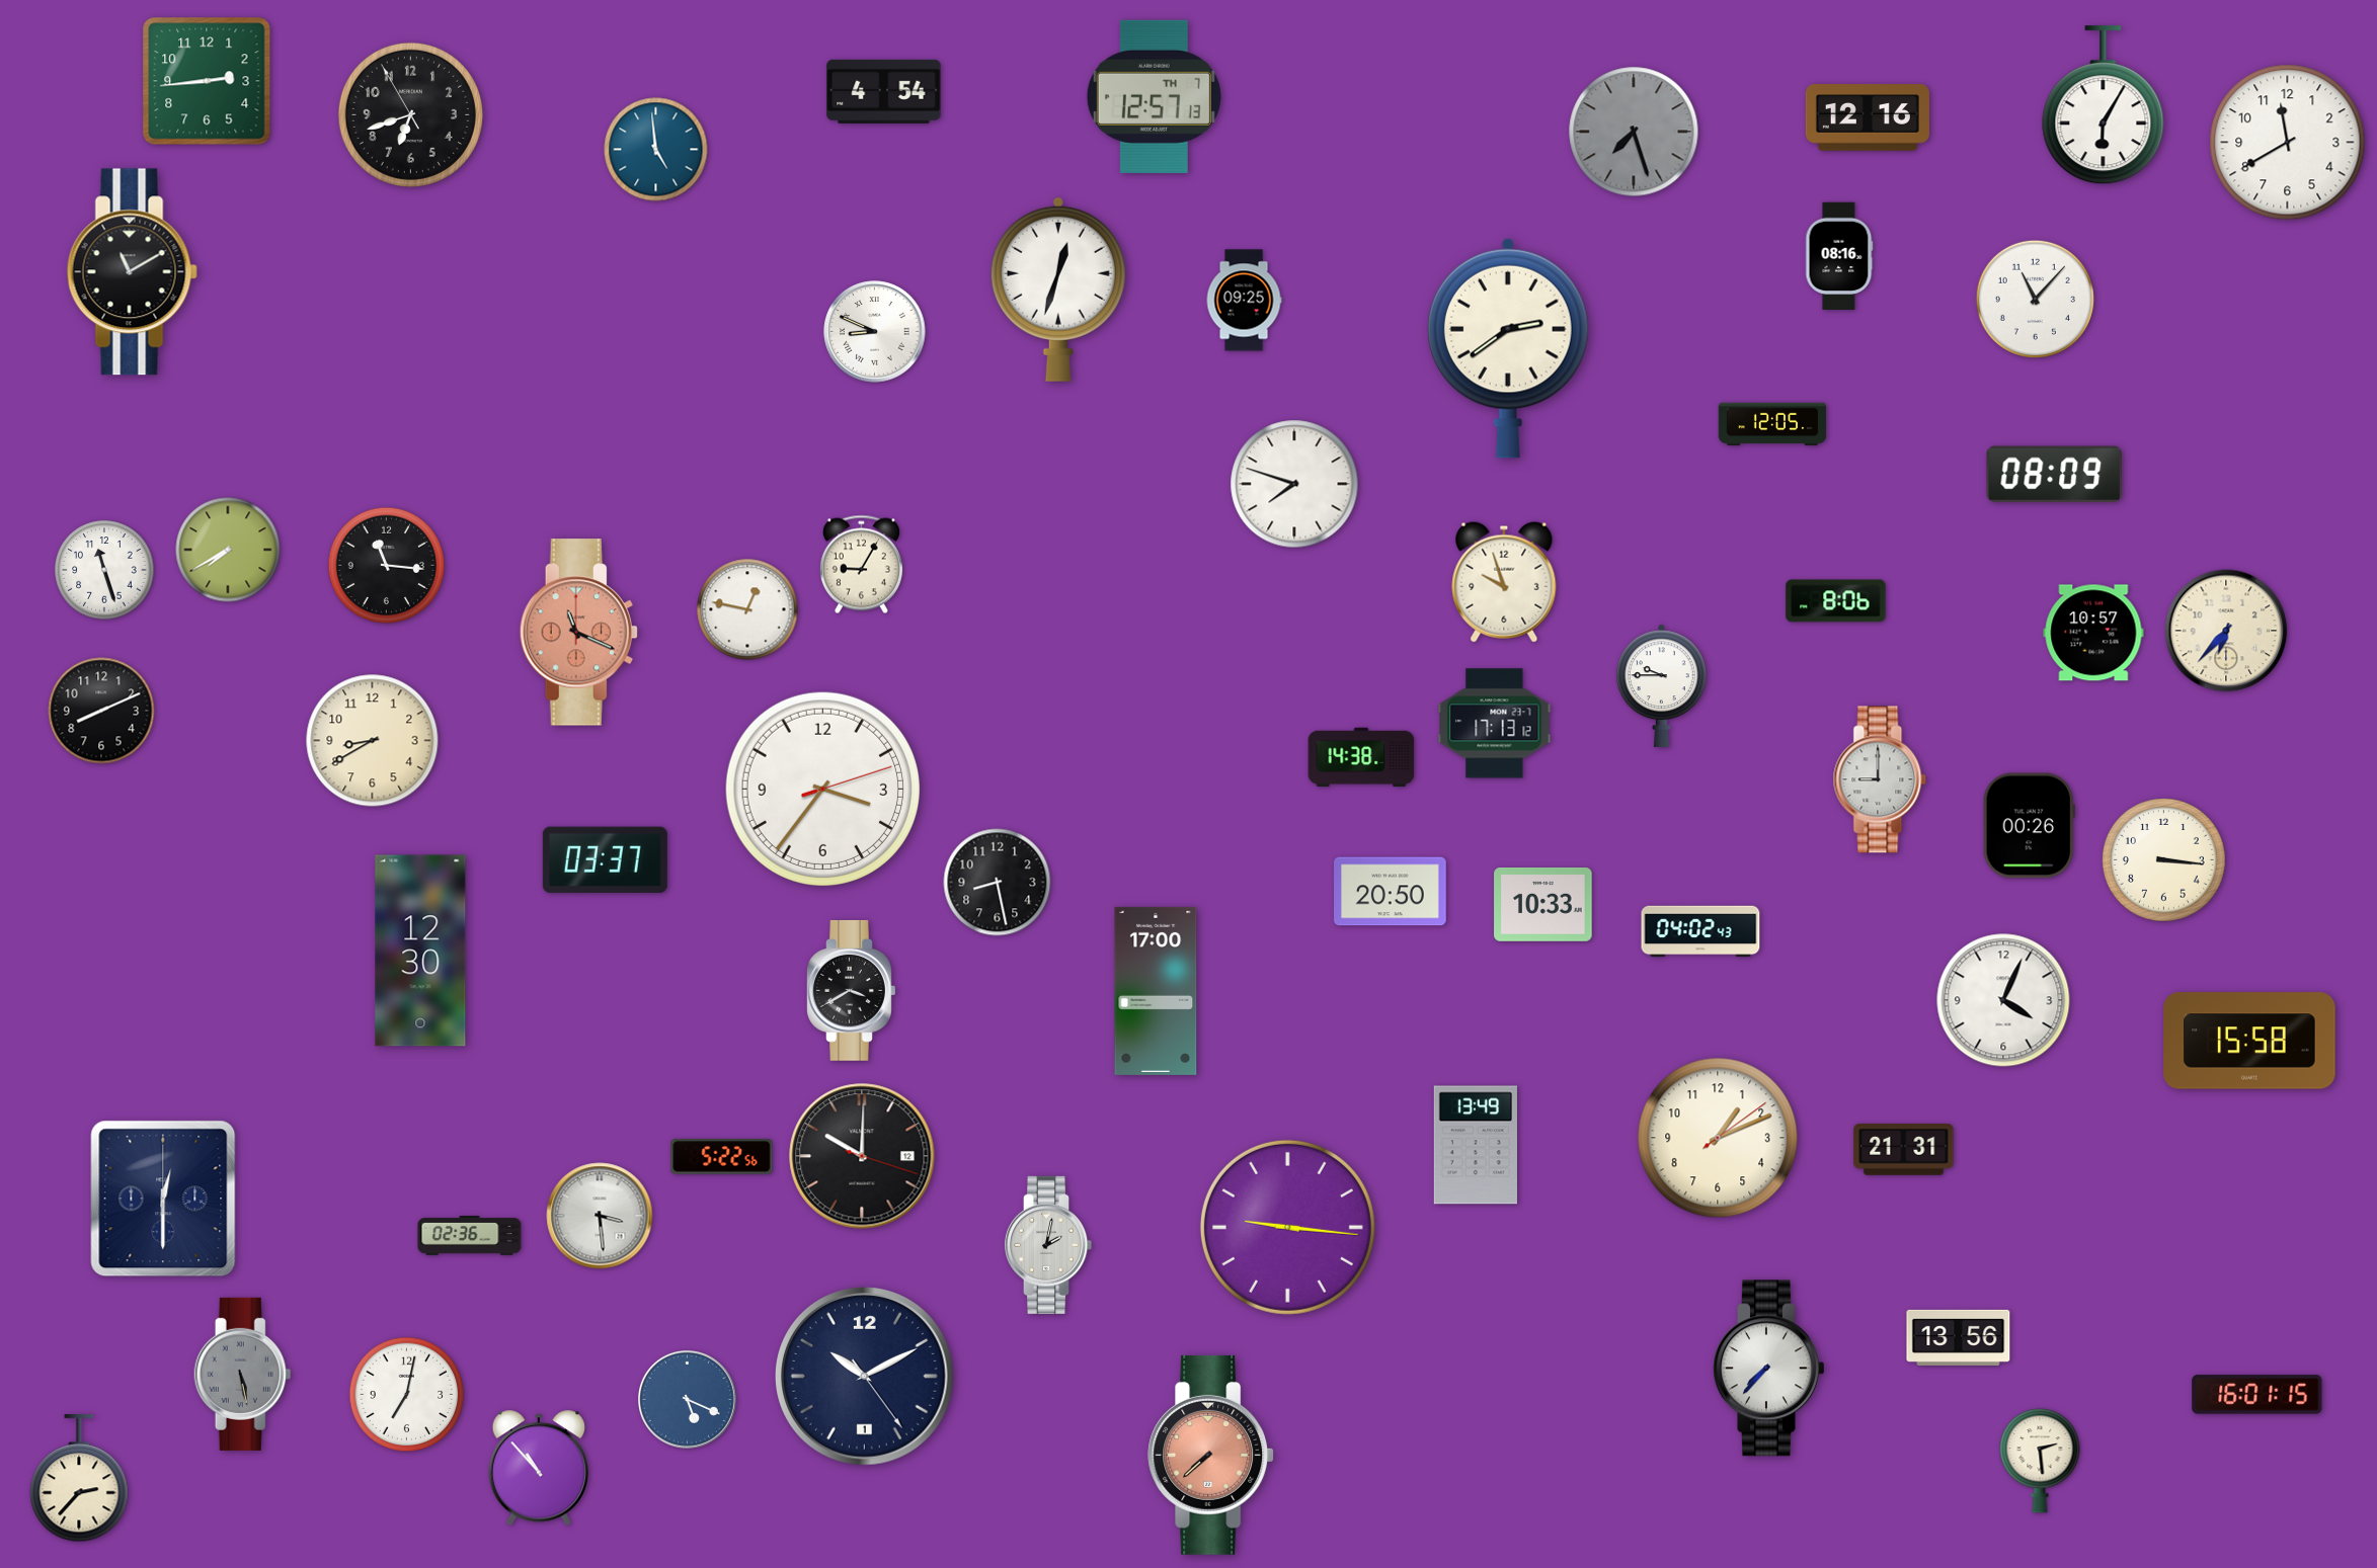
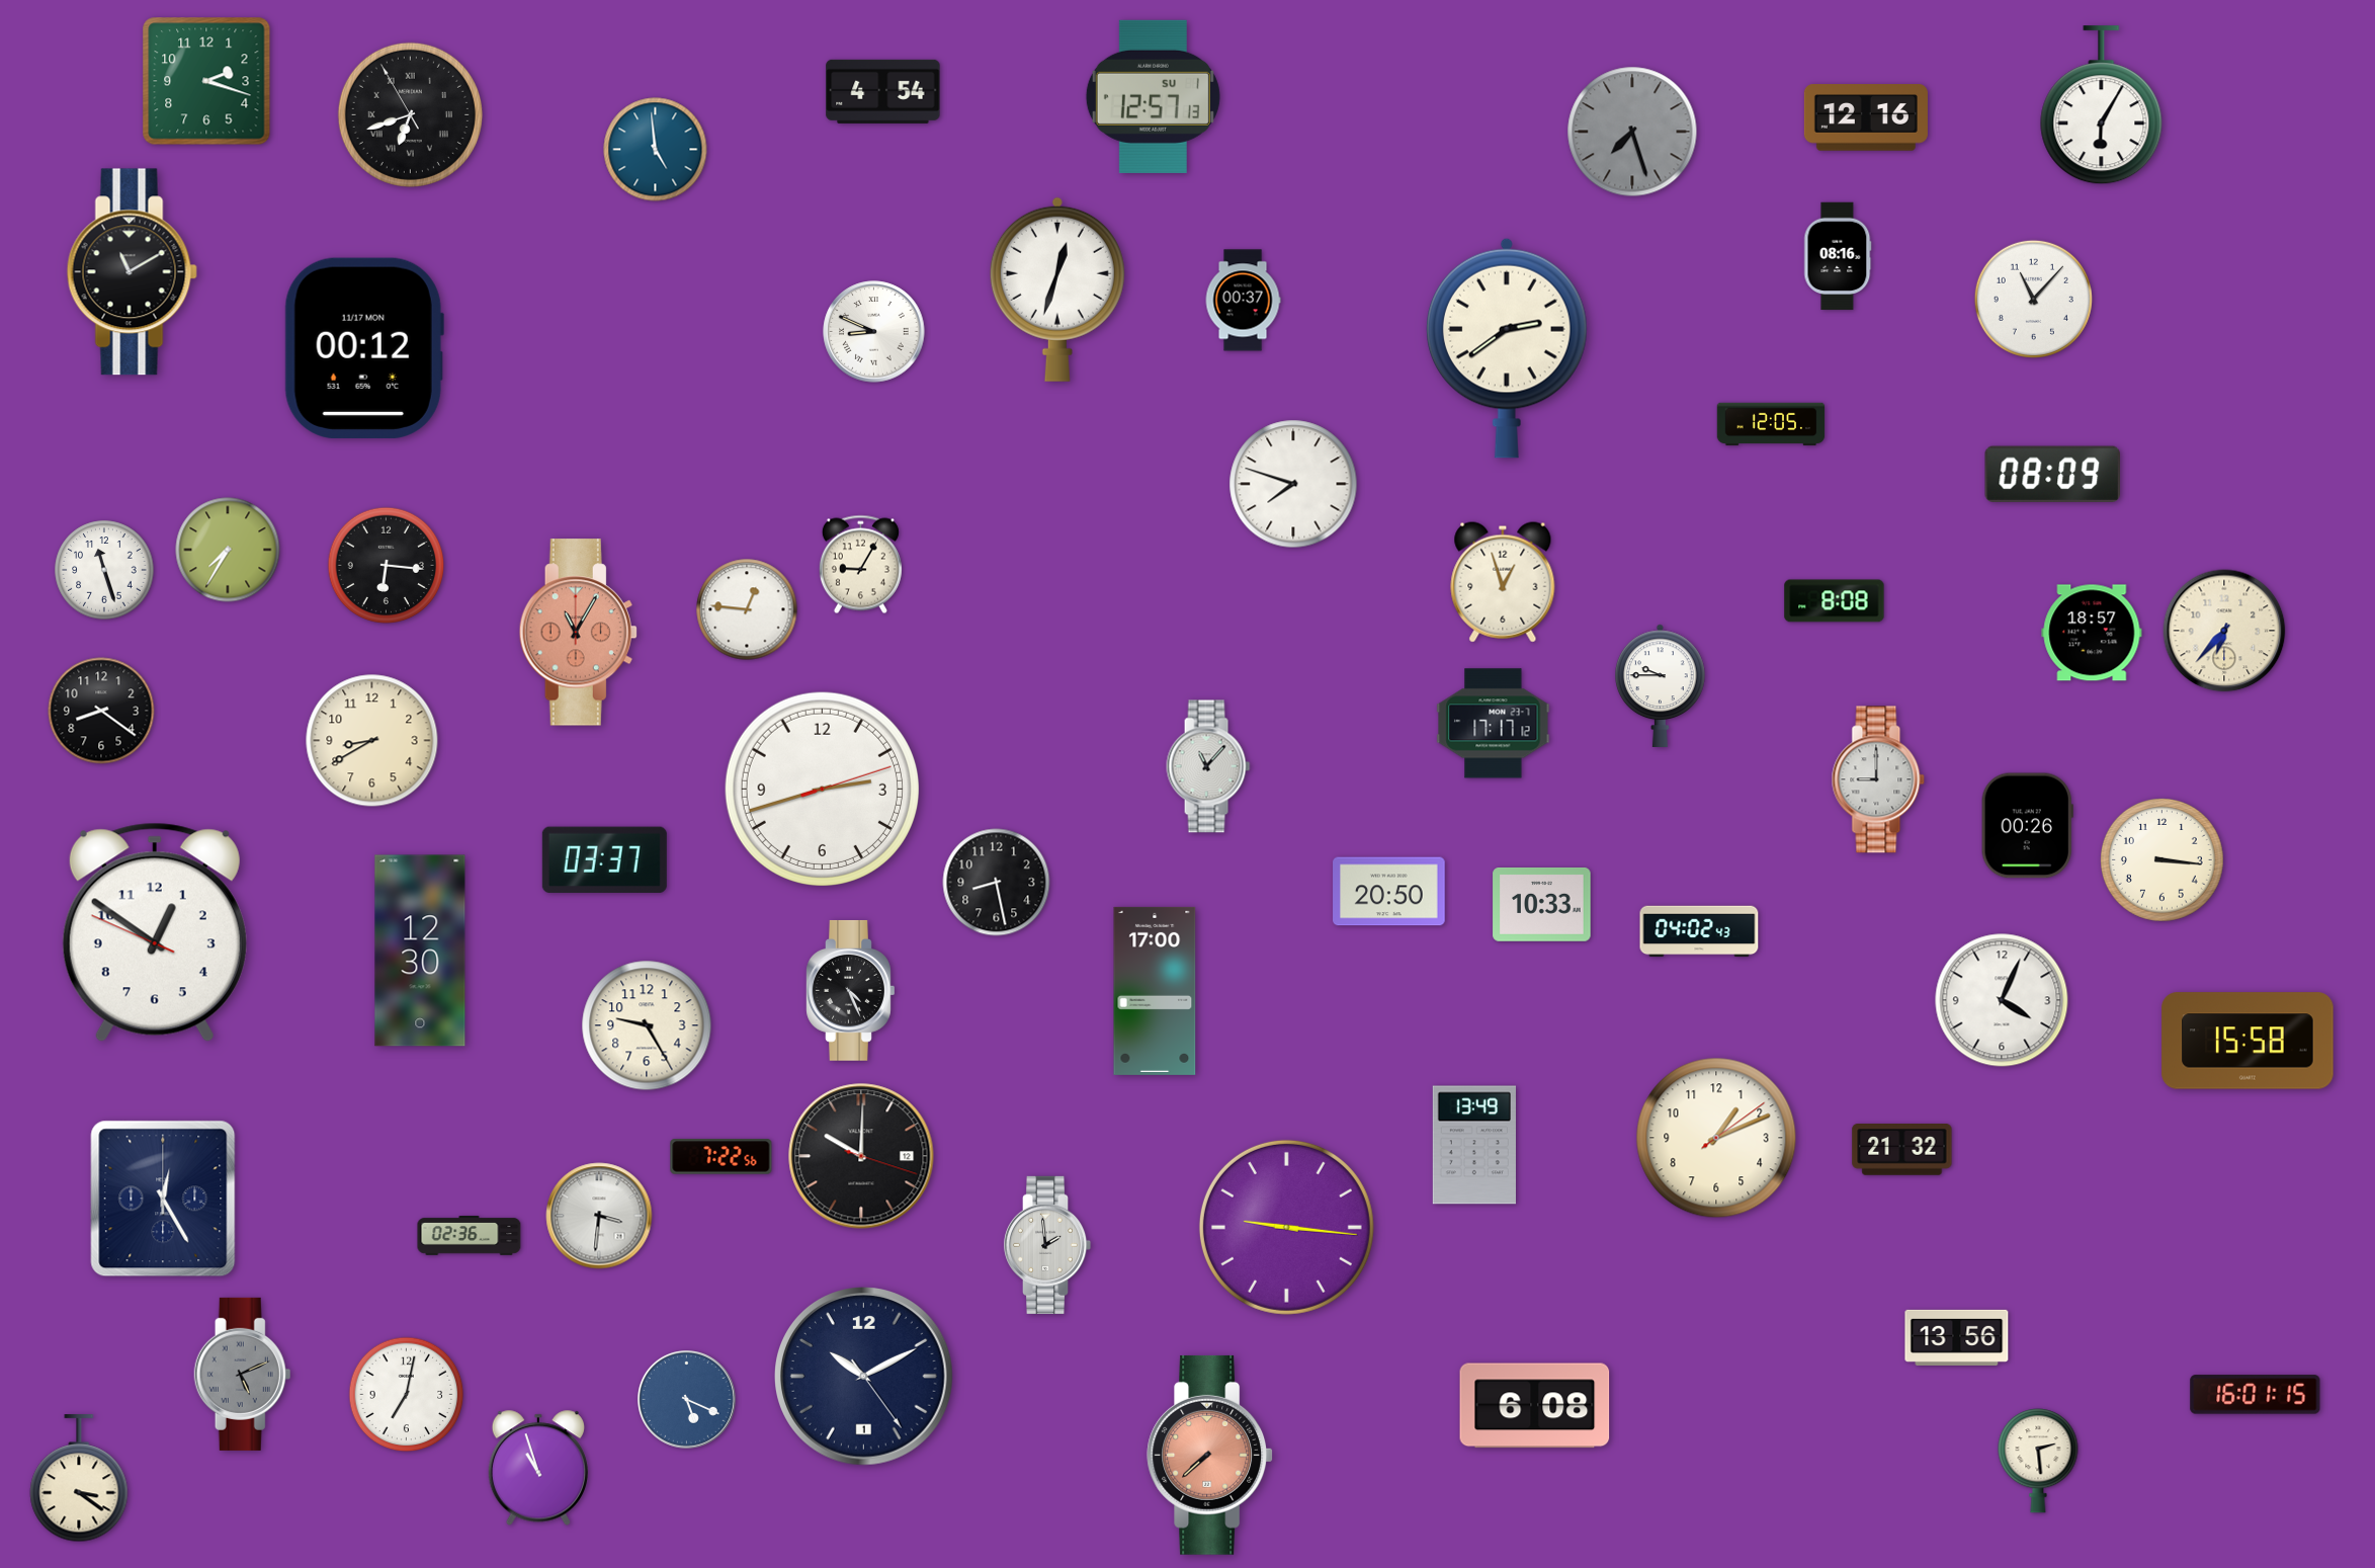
clock at (207, 81): 2:44 -> 2:18
clock at (1154, 96) date: TH 7 -> SU 1
clock at (410, 114) numerals: Arabic -> Roman
clock at (2288, 143): 11:40 -> none
clock at (1244, 301): 09:25 -> 00:37
clock at (364, 348): none -> 00:12
clock at (228, 550): 7:40 -> 7:35
clock at (387, 566): 11:16 -> 6:16
clock at (1504, 582): 9:57 -> 12:57
clock at (1836, 601): 8:06 -> 8:08
clock at (747, 609): 12:47 -> 12:46
clock at (578, 633): 11:19 -> 11:05
clock at (2093, 633): 10:57 -> 18:57
clock at (101, 711): 8:11 -> 8:21
clock at (1495, 724): 17:13 -> 17:17
clock at (1361, 757): 14:38 -> none
clock at (1208, 766): none -> 11:07
clock at (822, 789): 3:36 -> 2:42
clock at (155, 932): none -> 12:50
clock at (852, 990): 3:40 -> 4:26
clock at (647, 1025): none -> 9:25
clock at (1904, 1150): 21:31 -> 21:32
clock at (722, 1157): 5:22 -> 7:22
clock at (163, 1199): 12:30 -> 12:25
clock at (600, 1216): 3:29 -> 3:31
clock at (1048, 1245): 2:02 -> 1:59
clock at (1768, 1369): 7:37 -> none
clock at (243, 1374): 5:28 -> 5:11
clock at (1535, 1406): none -> 6:08
clock at (539, 1468): 10:53 -> 10:57
clock at (79, 1479): 2:37 -> 3:21
